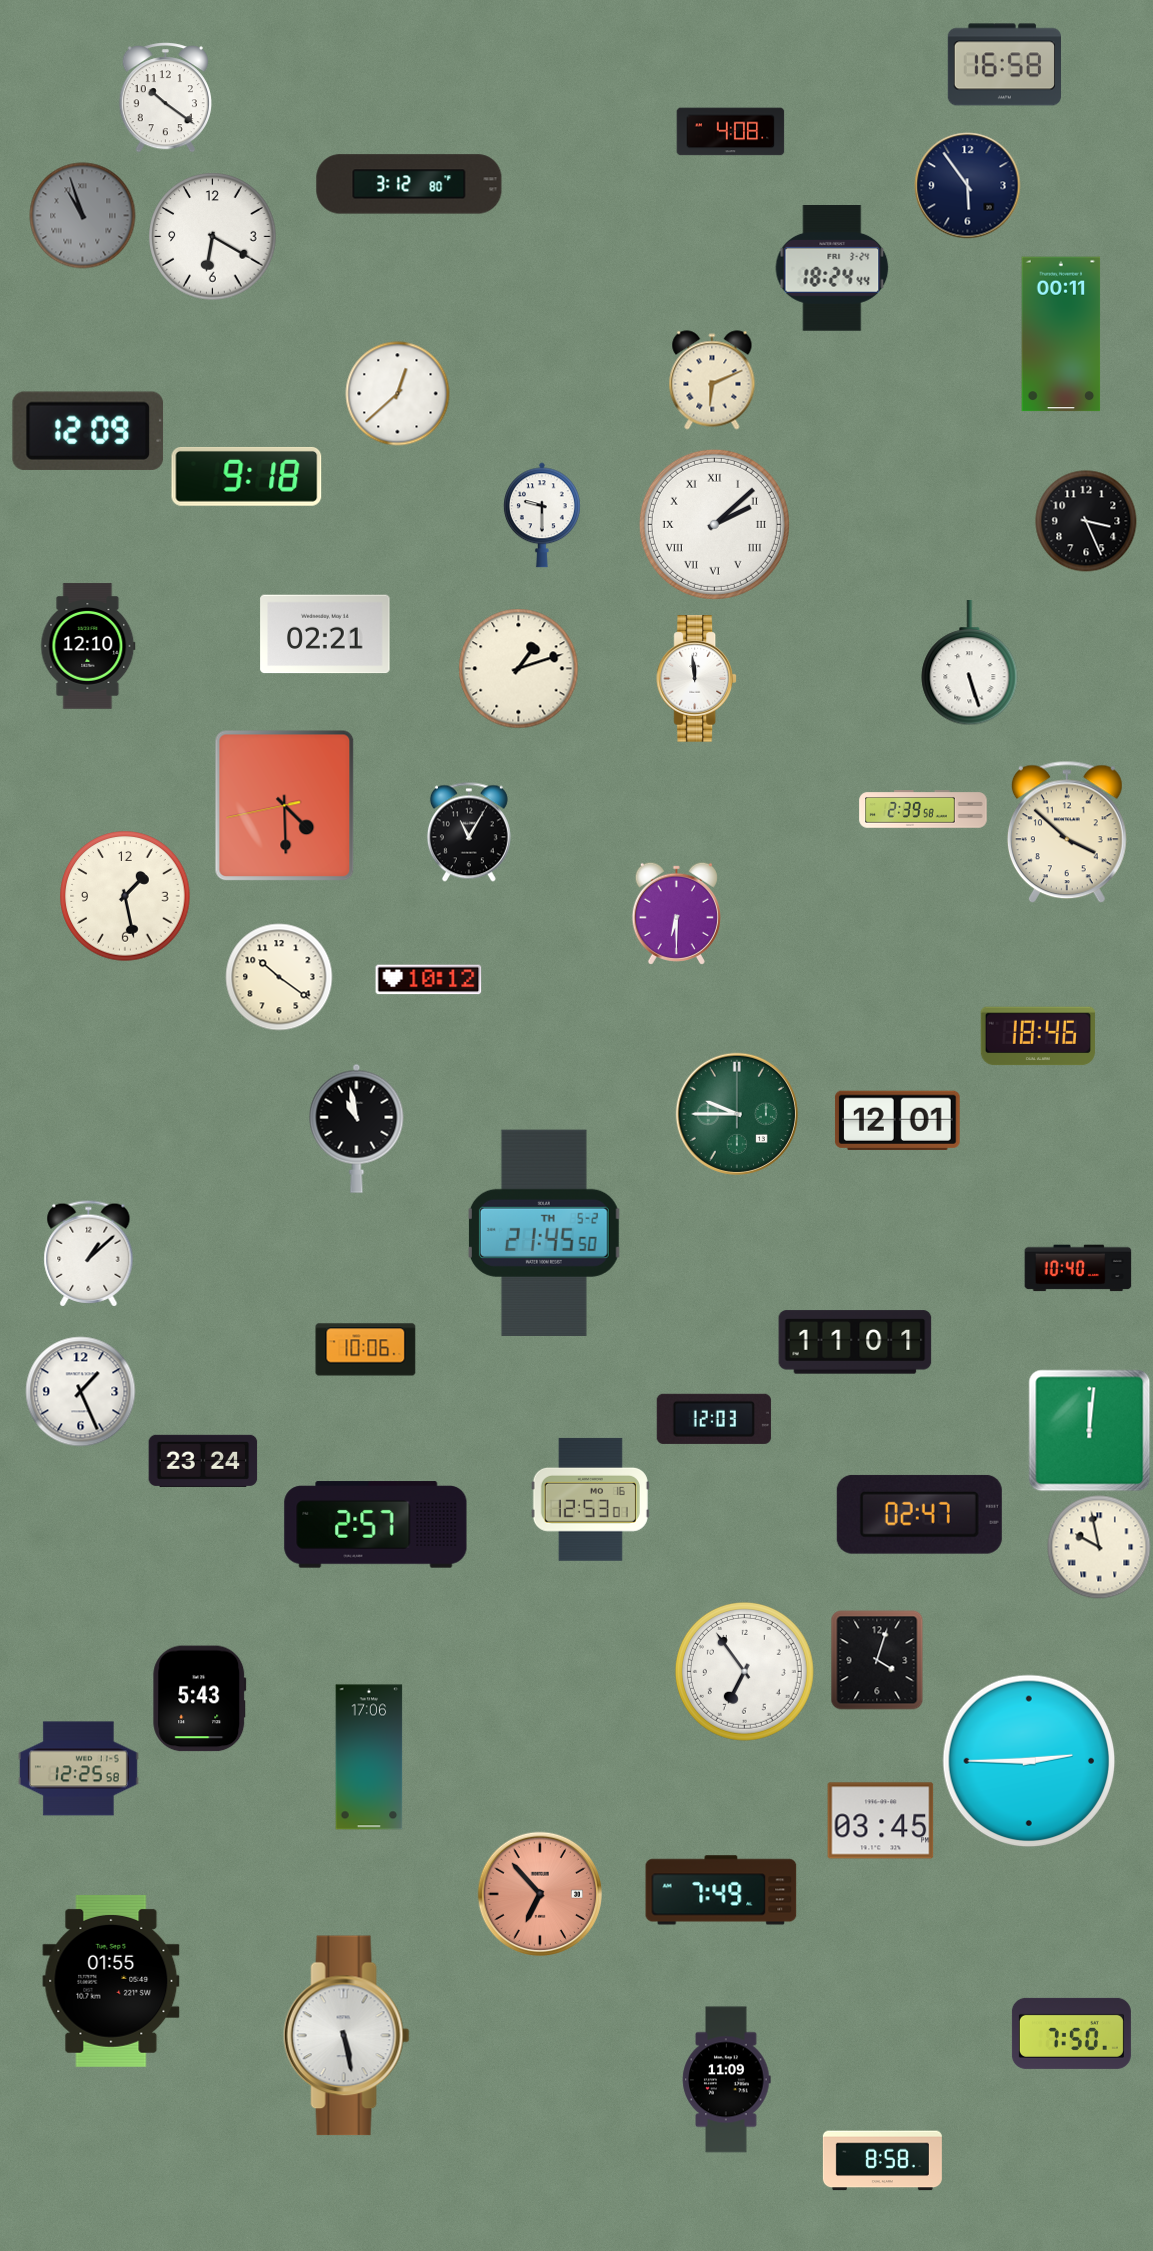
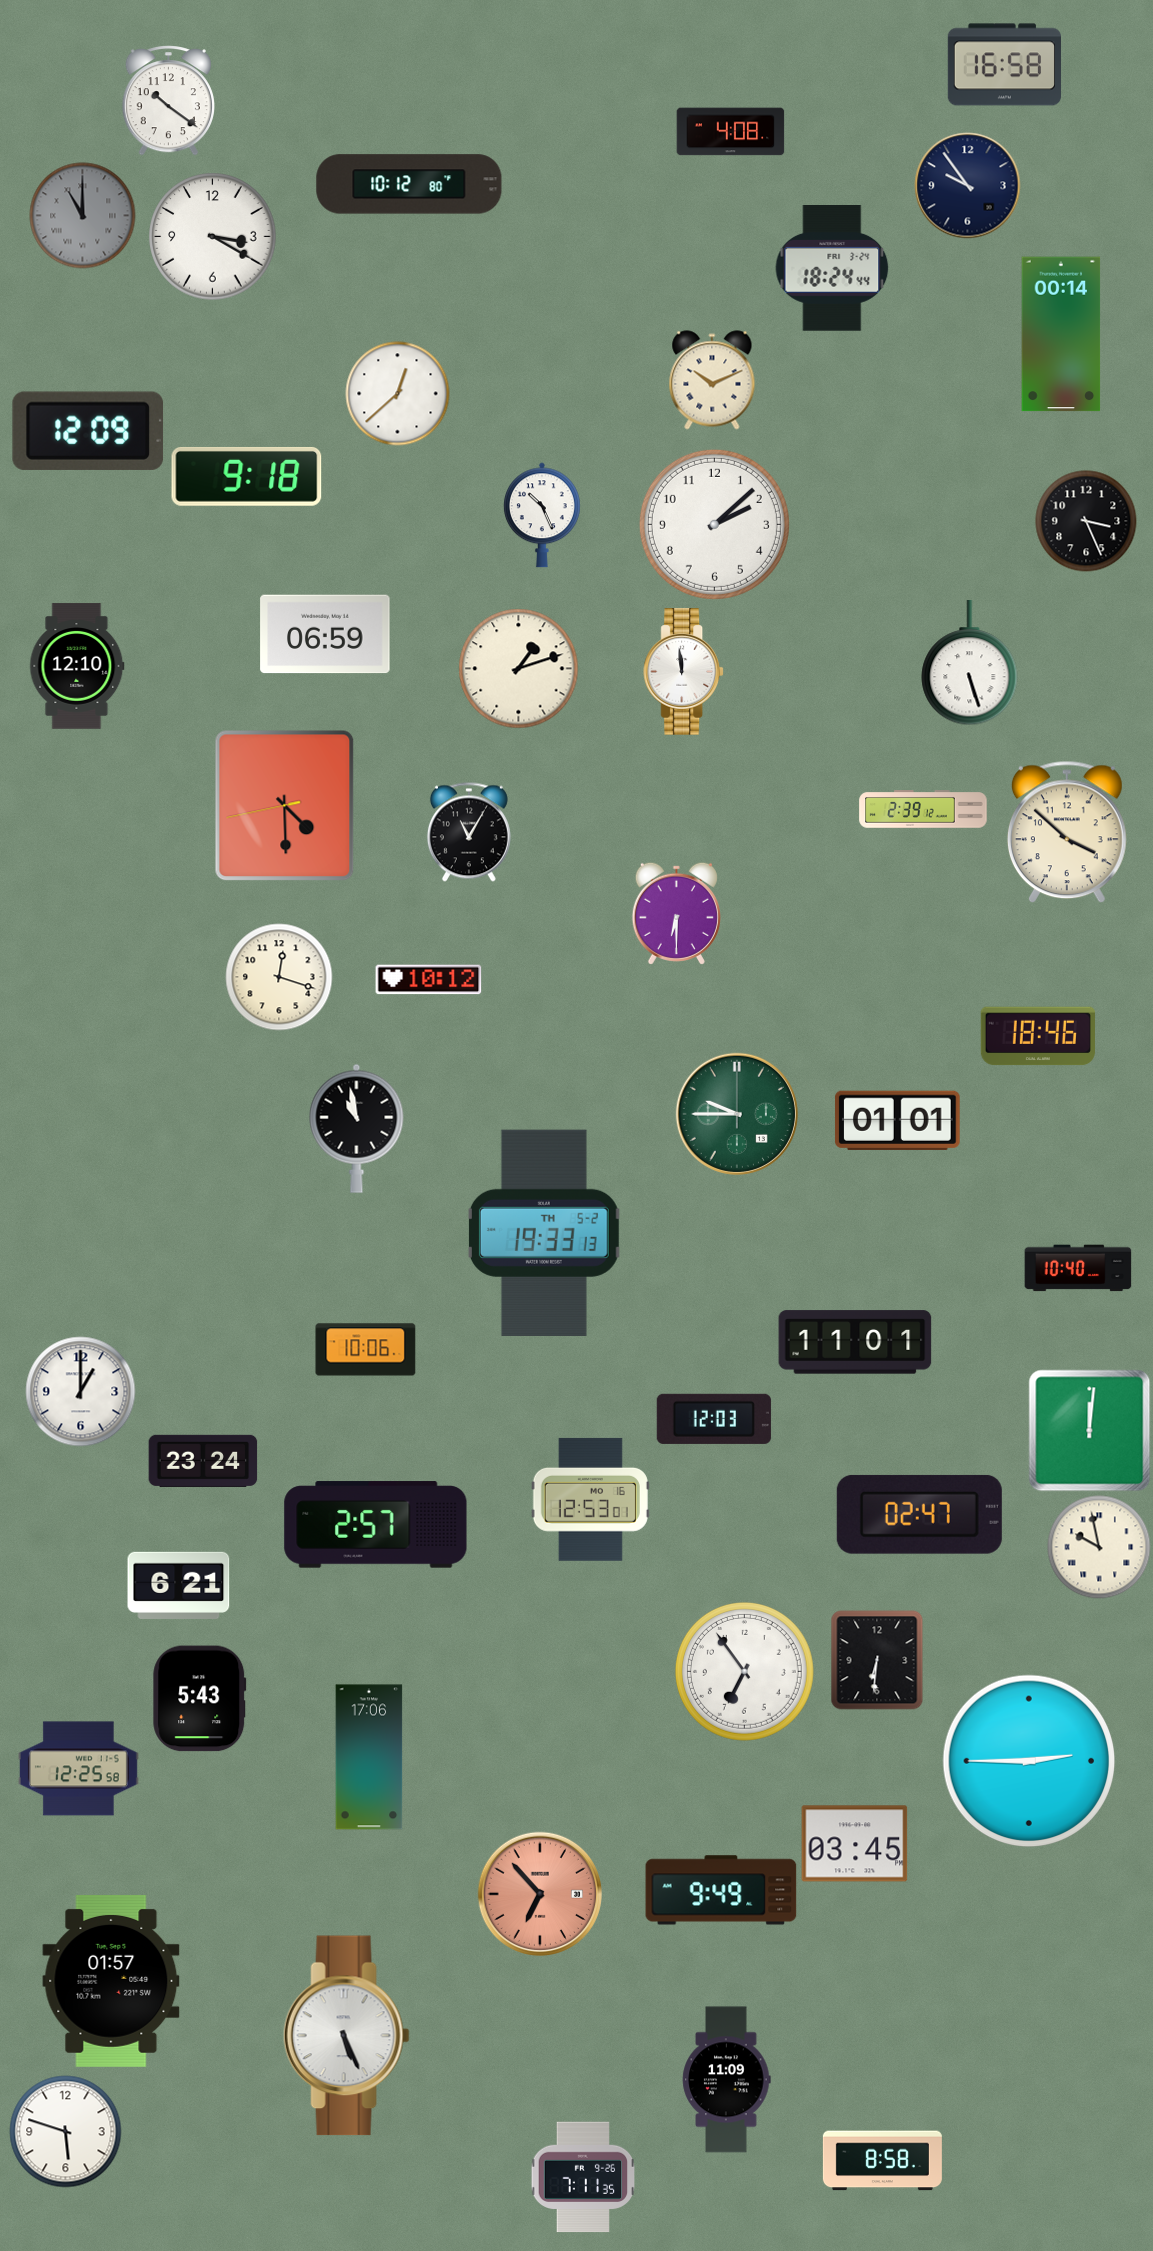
clock at (165, 98) position: (165, 98) -> (168, 101)
clock at (409, 184): 3:12 -> 10:12
clock at (968, 186): 5:54 -> 9:54
clock at (83, 216): 10:57 -> 11:00
clock at (213, 237): 6:20 -> 3:20
clock at (1061, 334): 00:11 -> 00:14
clock at (712, 380): 6:11 -> 10:11
clock at (542, 515): 9:30 -> 10:26
clock at (714, 524) numerals: Roman -> Arabic
clock at (325, 634): 02:21 -> 06:59
clock at (88, 646) position: (88, 646) -> (77, 666)
clock at (697, 679) position: (697, 679) -> (684, 672)
clock at (923, 809): 2:39:58 -> 2:39:12
clock at (125, 896): 1:28 -> none
clock at (279, 977): 10:21 -> 12:18
clock at (897, 1120): 12:01 -> 01:01
clock at (544, 1233): 21:45 -> 19:33
clock at (89, 1254): 1:08 -> none
clock at (81, 1392): 1:26 -> 1:00
clock at (179, 1585): none -> 6:21
clock at (877, 1660): 4:03 -> 6:31
clock at (881, 1821) position: (881, 1821) -> (855, 1844)
clock at (721, 1890): 7:49 -> 9:49
clock at (111, 1981): 01:55 -> 01:57
clock at (1071, 2033): 7:50 -> none
clock at (346, 2036): 5:28 -> 5:26
clock at (66, 2132): none -> 5:48
clock at (583, 2177): none -> 7:11
